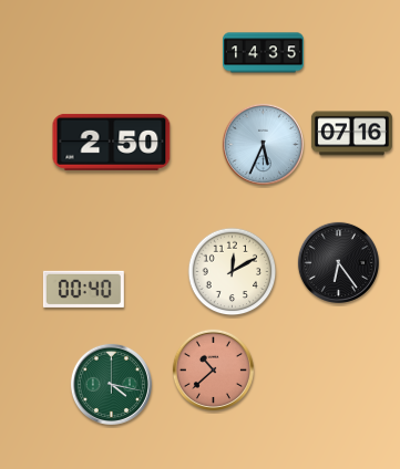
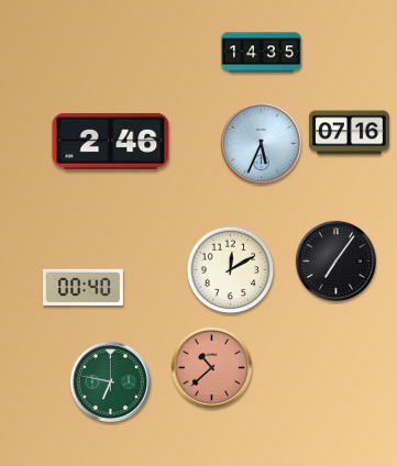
clock at (112, 142): 2:50 -> 2:46
clock at (338, 262): 6:24 -> 7:06
clock at (111, 384): 4:17 -> 6:47
